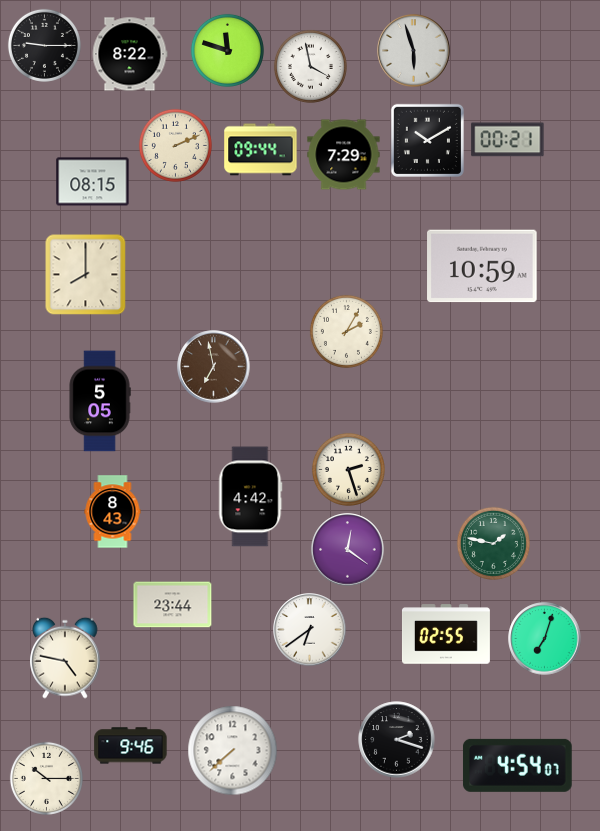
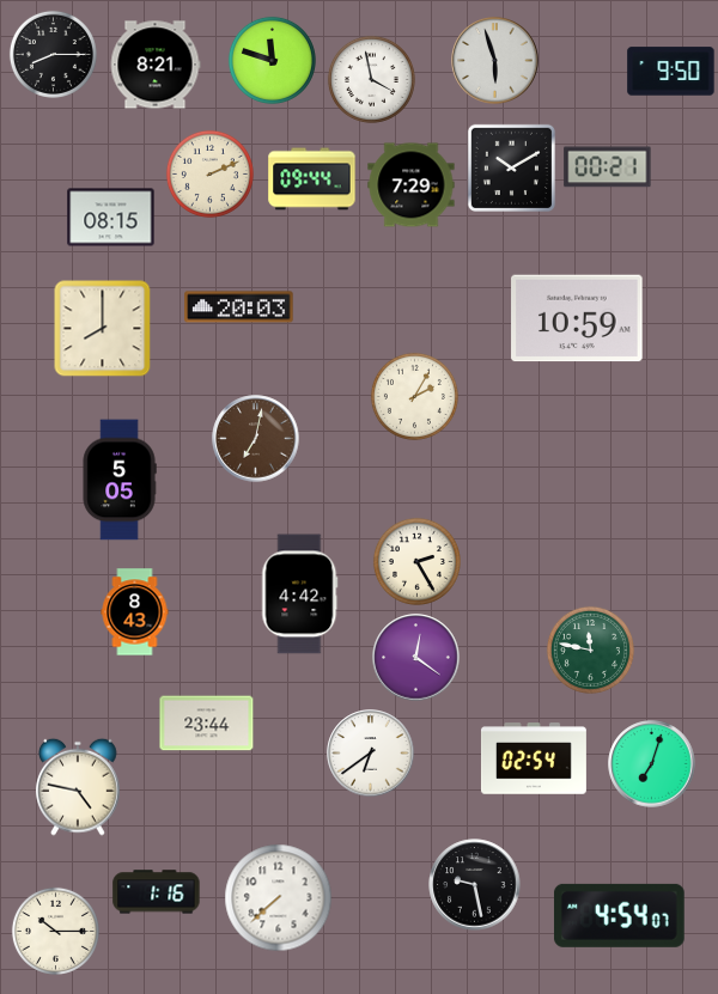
clock at (44, 45): 9:15 -> 8:15
clock at (130, 54): 8:22 -> 8:21
clock at (671, 72): none -> 9:50
clock at (239, 307): none -> 20:03
clock at (214, 367): 6:58 -> 7:02
clock at (348, 469): 2:27 -> 2:25
clock at (493, 543): 1:47 -> 11:47
clock at (446, 634): 02:55 -> 02:54
clock at (397, 740): 2:18 -> 9:28
clock at (131, 746): 9:46 -> 1:16
